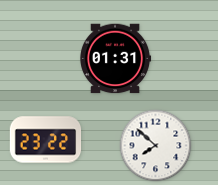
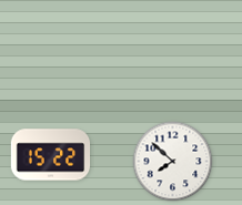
clock at (115, 59): 01:31 -> none
clock at (46, 140): 23:22 -> 15:22
